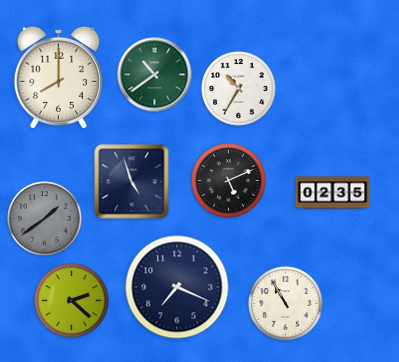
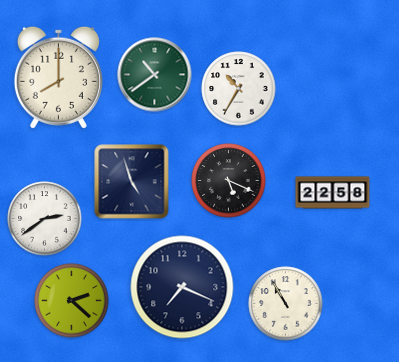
clock at (229, 181): 5:11 -> 5:19
clock at (333, 193): 02:35 -> 22:58
clock at (45, 219): 1:39 -> 2:39
clock at (45, 219) dial: grey -> white
clock at (177, 287) position: (177, 287) -> (182, 287)
